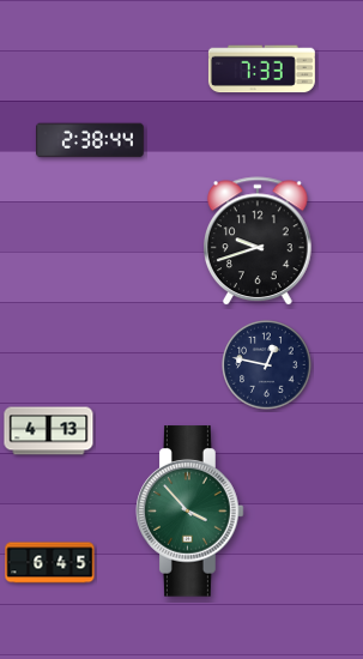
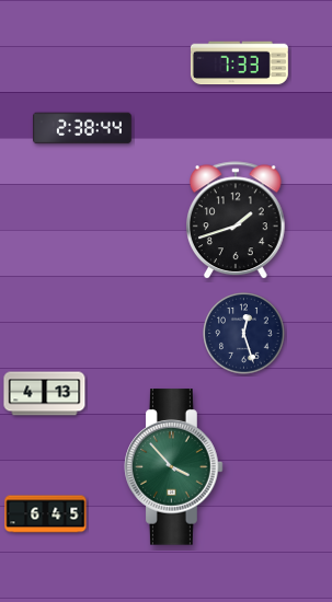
clock at (259, 242): 9:42 -> 1:42
clock at (267, 365): 12:47 -> 12:27
